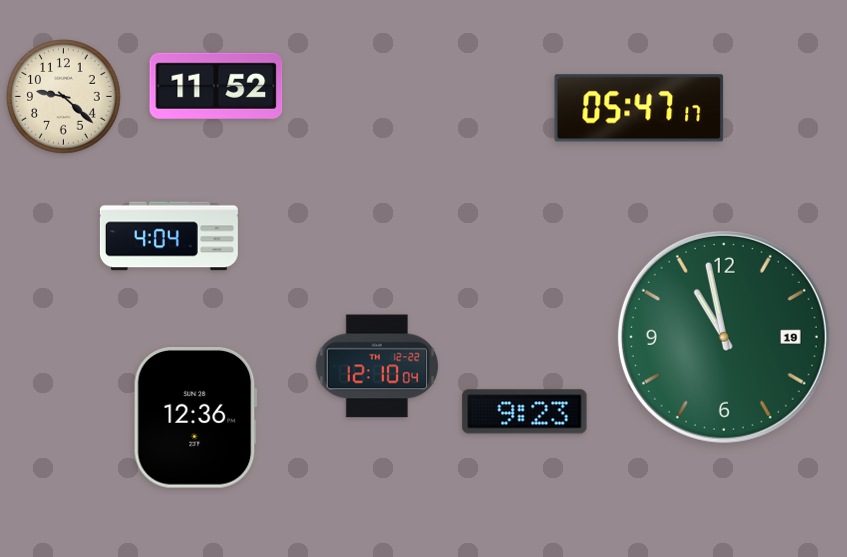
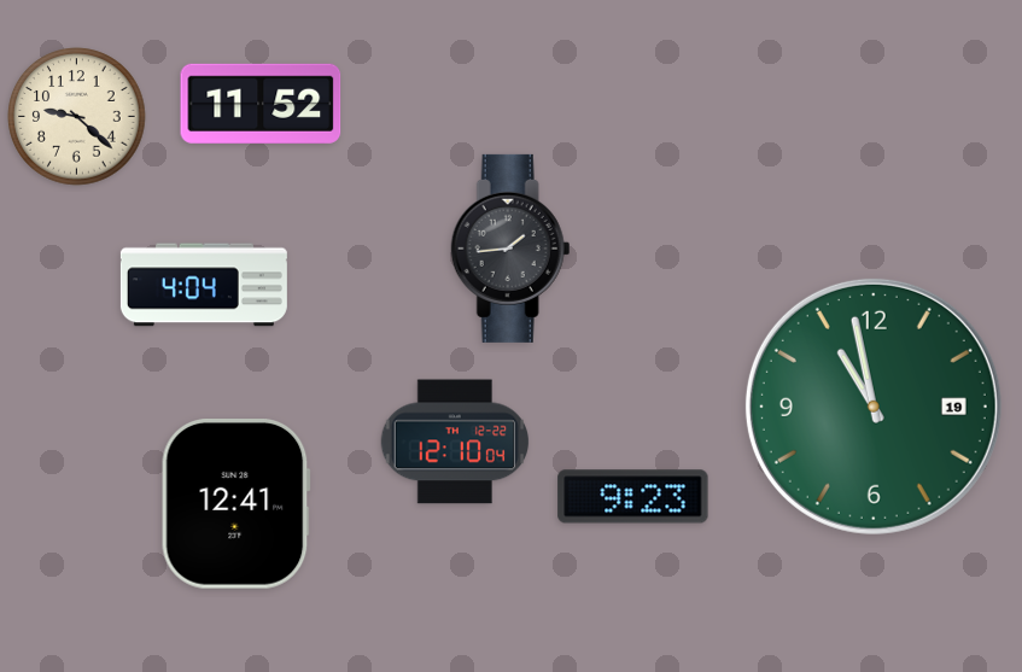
clock at (639, 108): 05:47 -> none
clock at (510, 249): none -> 1:44
clock at (195, 418): 12:36 -> 12:41
